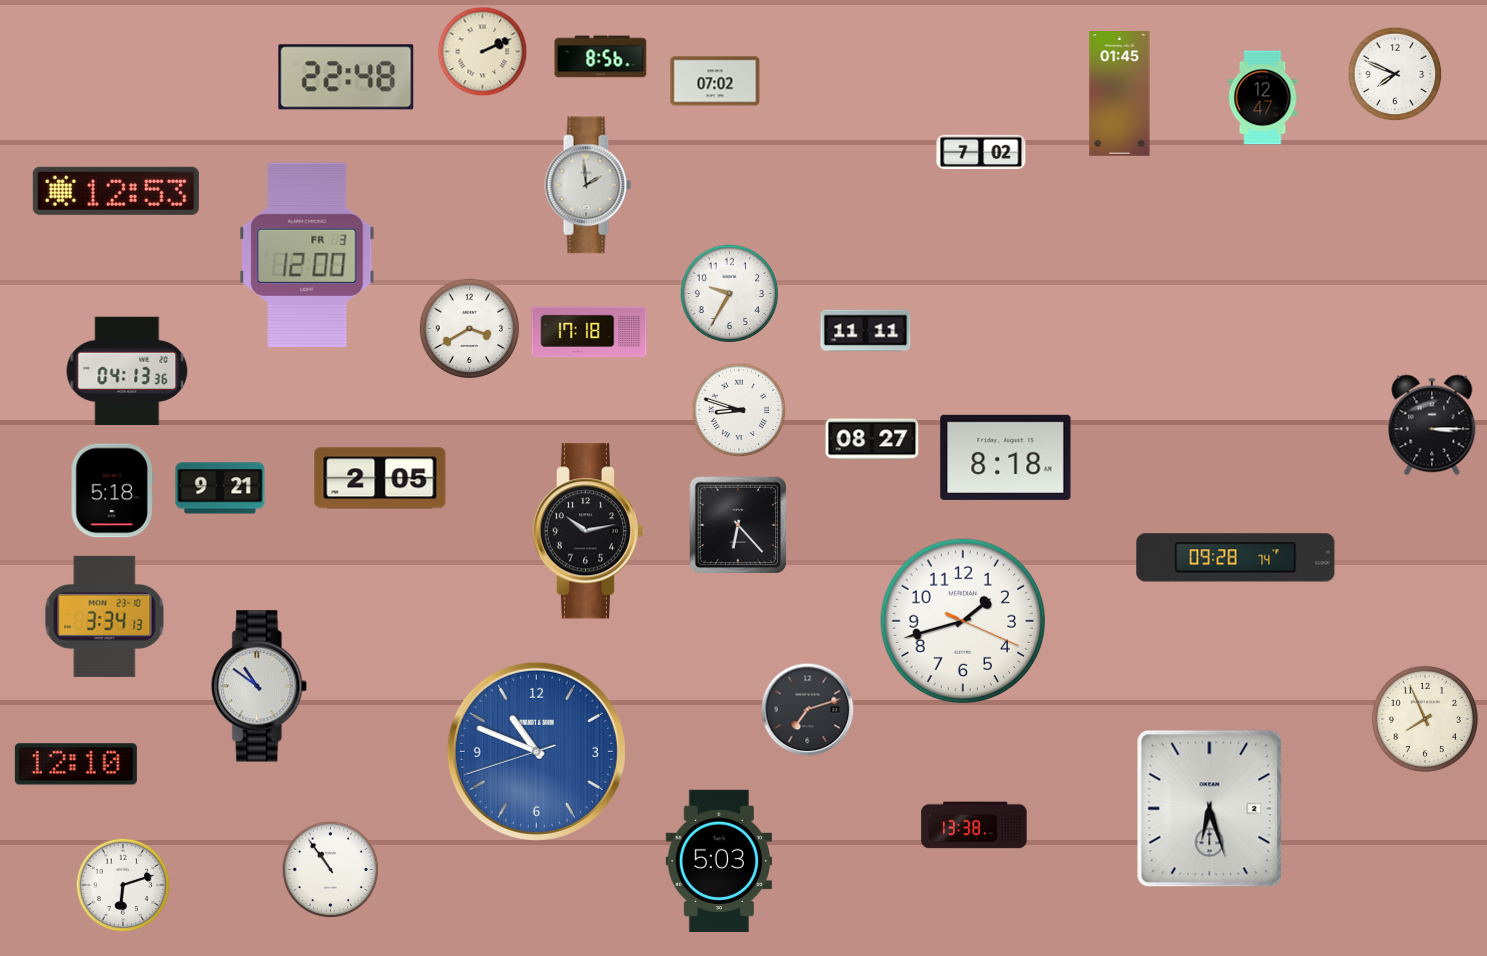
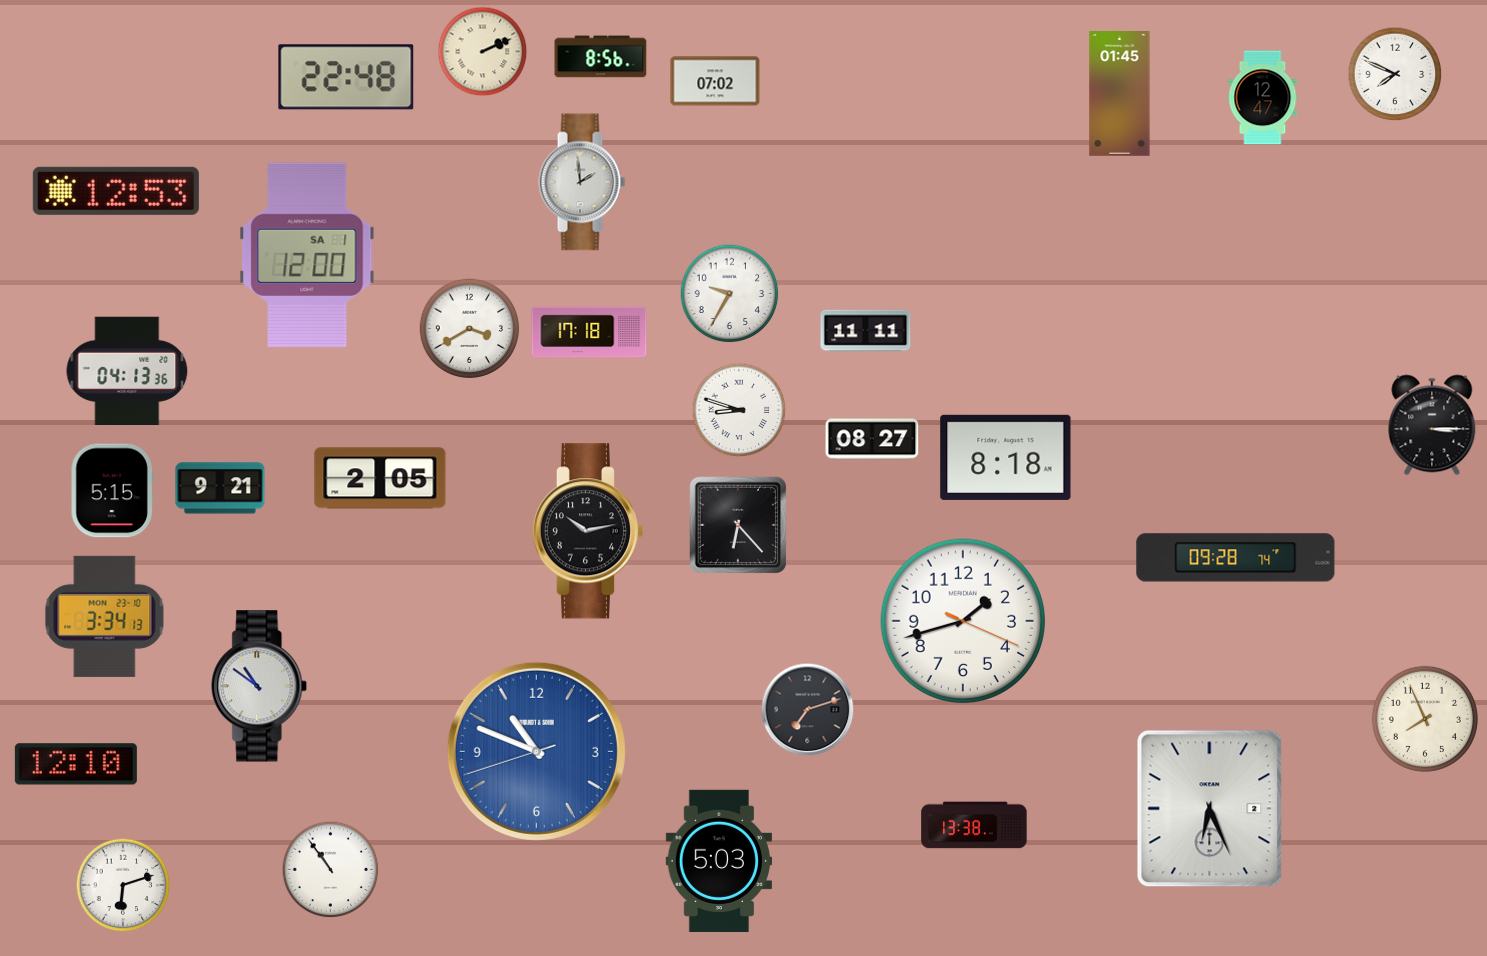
clock at (981, 152): 7:02 -> none
clock at (588, 185) position: (588, 185) -> (582, 182)
clock at (307, 255) date: FR 3 -> SA 1
clock at (112, 491): 5:18 -> 5:15
clock at (1210, 809): 6:27 -> 6:26
